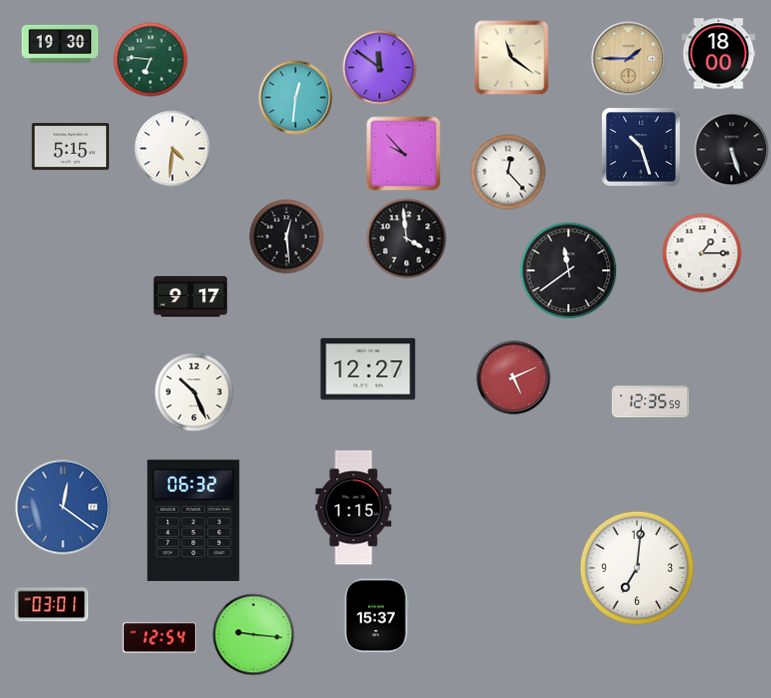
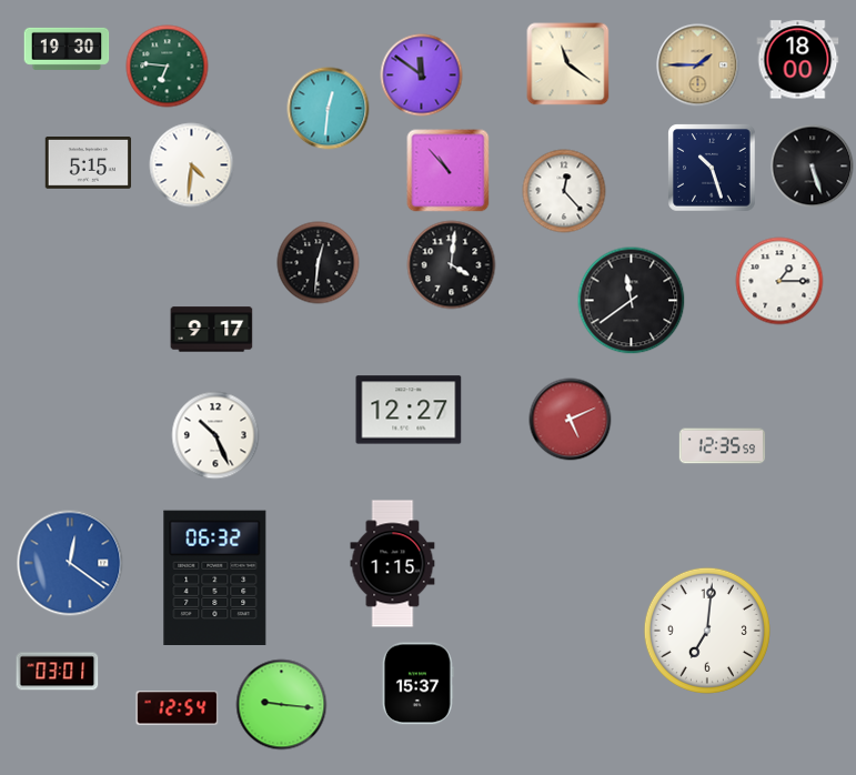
clock at (71, 147) position: (71, 147) -> (89, 163)
clock at (641, 147) position: (641, 147) -> (712, 168)
clock at (404, 154): 9:53 -> 10:53
clock at (287, 237): 12:29 -> 12:31
clock at (407, 239): 3:59 -> 4:01
